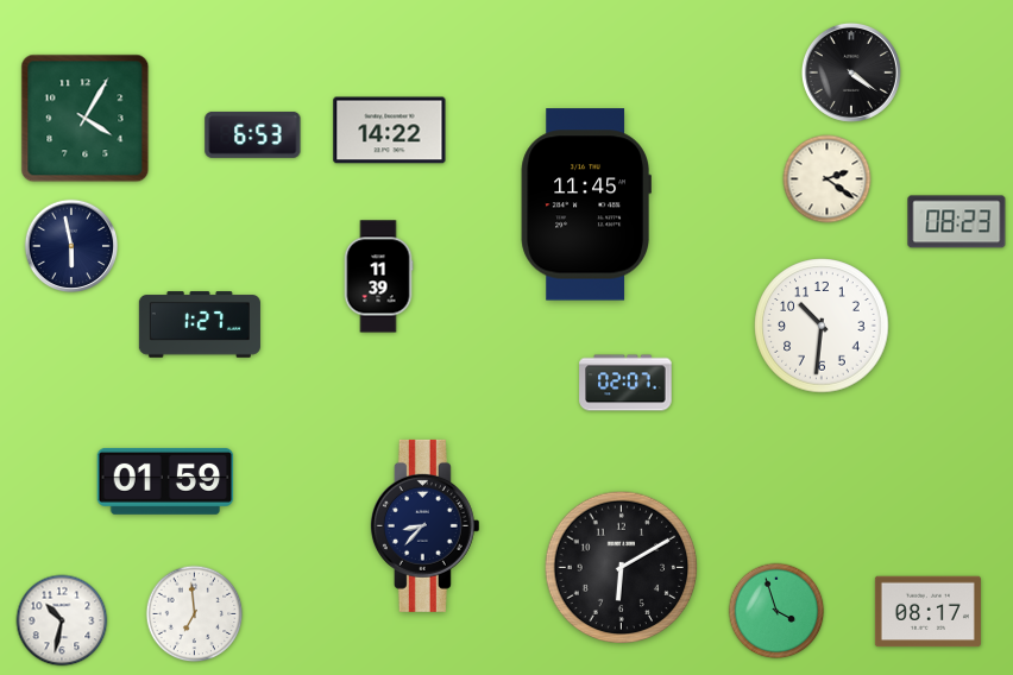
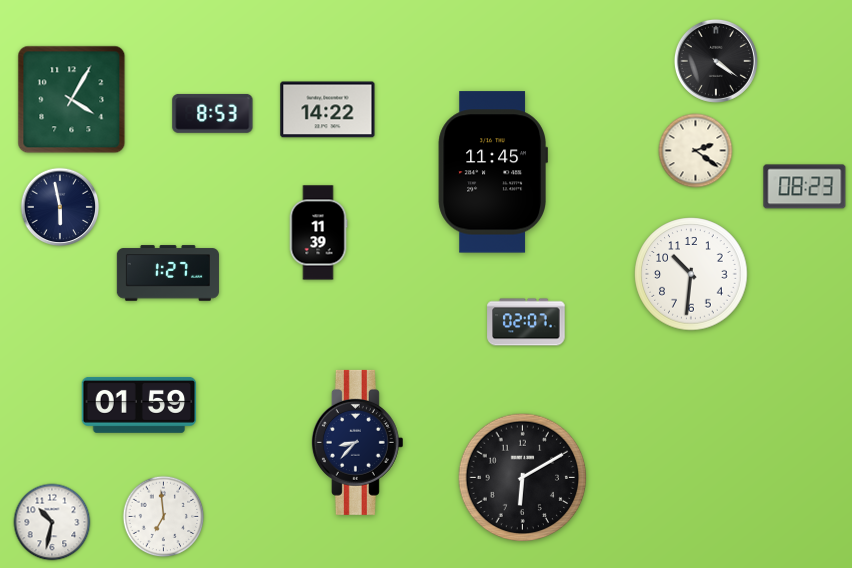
clock at (253, 134): 6:53 -> 8:53
clock at (776, 611): 3:57 -> none
clock at (927, 612): 08:17 -> none
